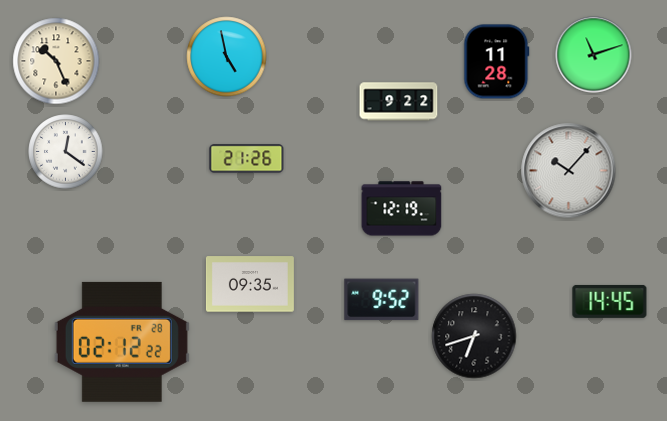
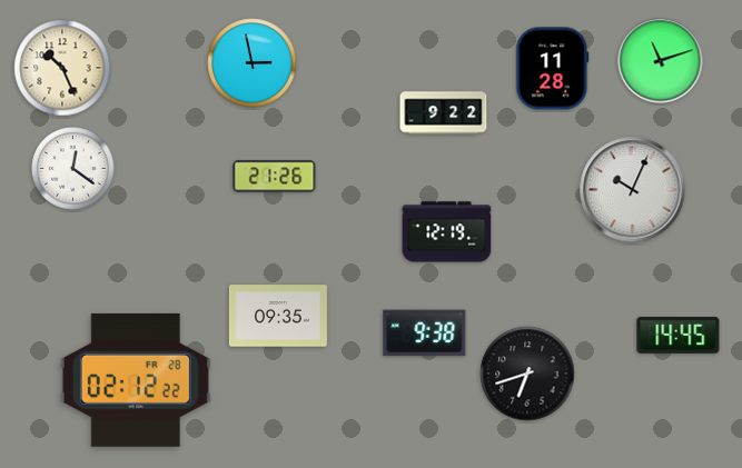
clock at (227, 57): 4:58 -> 2:58
clock at (569, 171): 10:07 -> 10:04
clock at (382, 300): 9:52 -> 9:38
